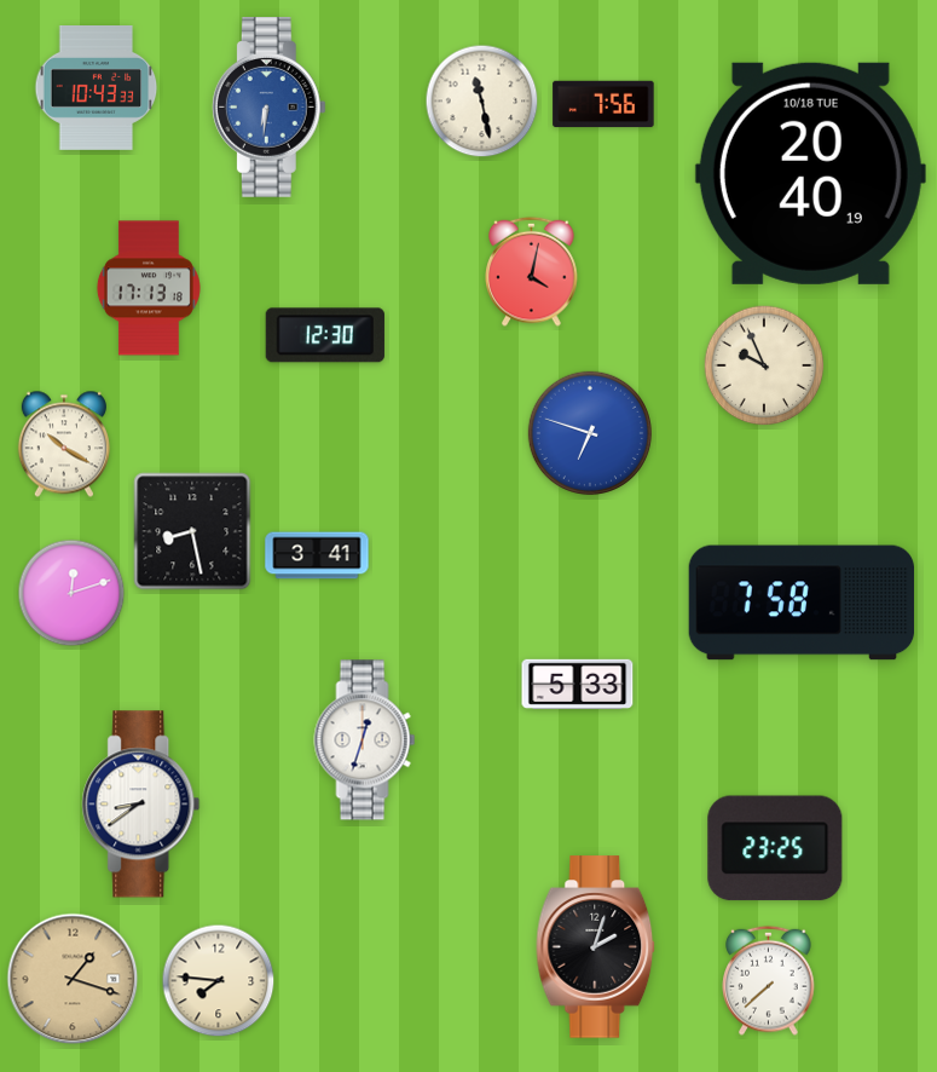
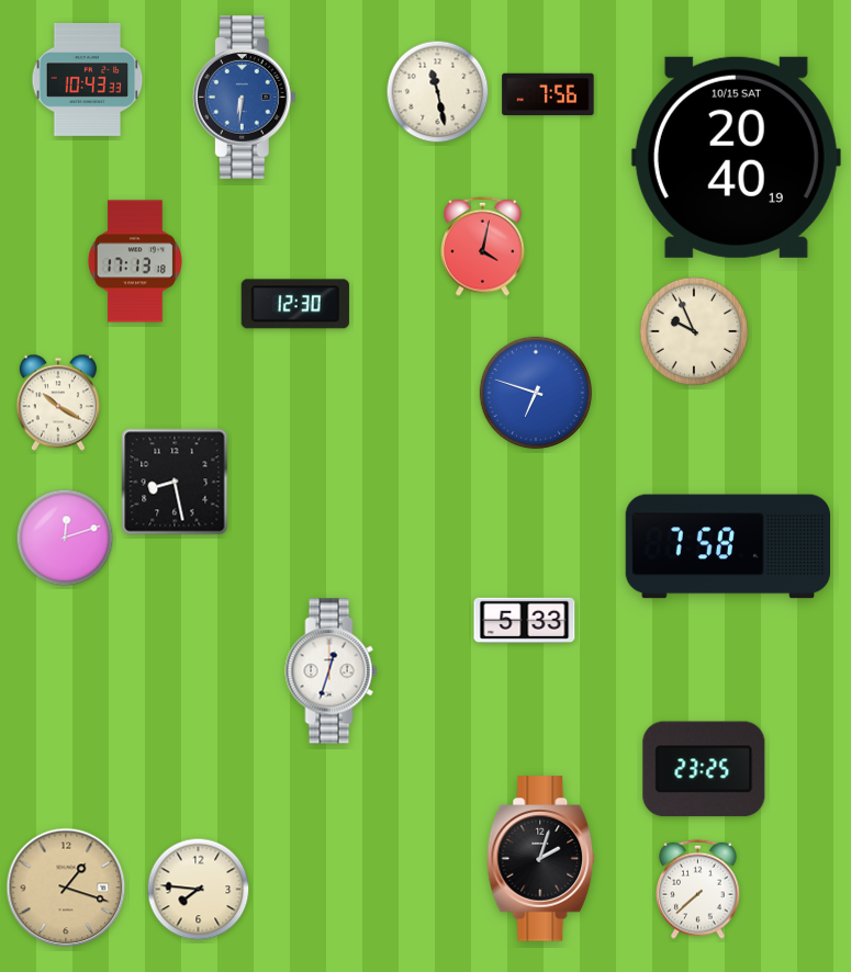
clock at (810, 173) date: 10/18 TUE -> 10/15 SAT
clock at (317, 555): 3:41 -> none
clock at (141, 805): 8:39 -> none
